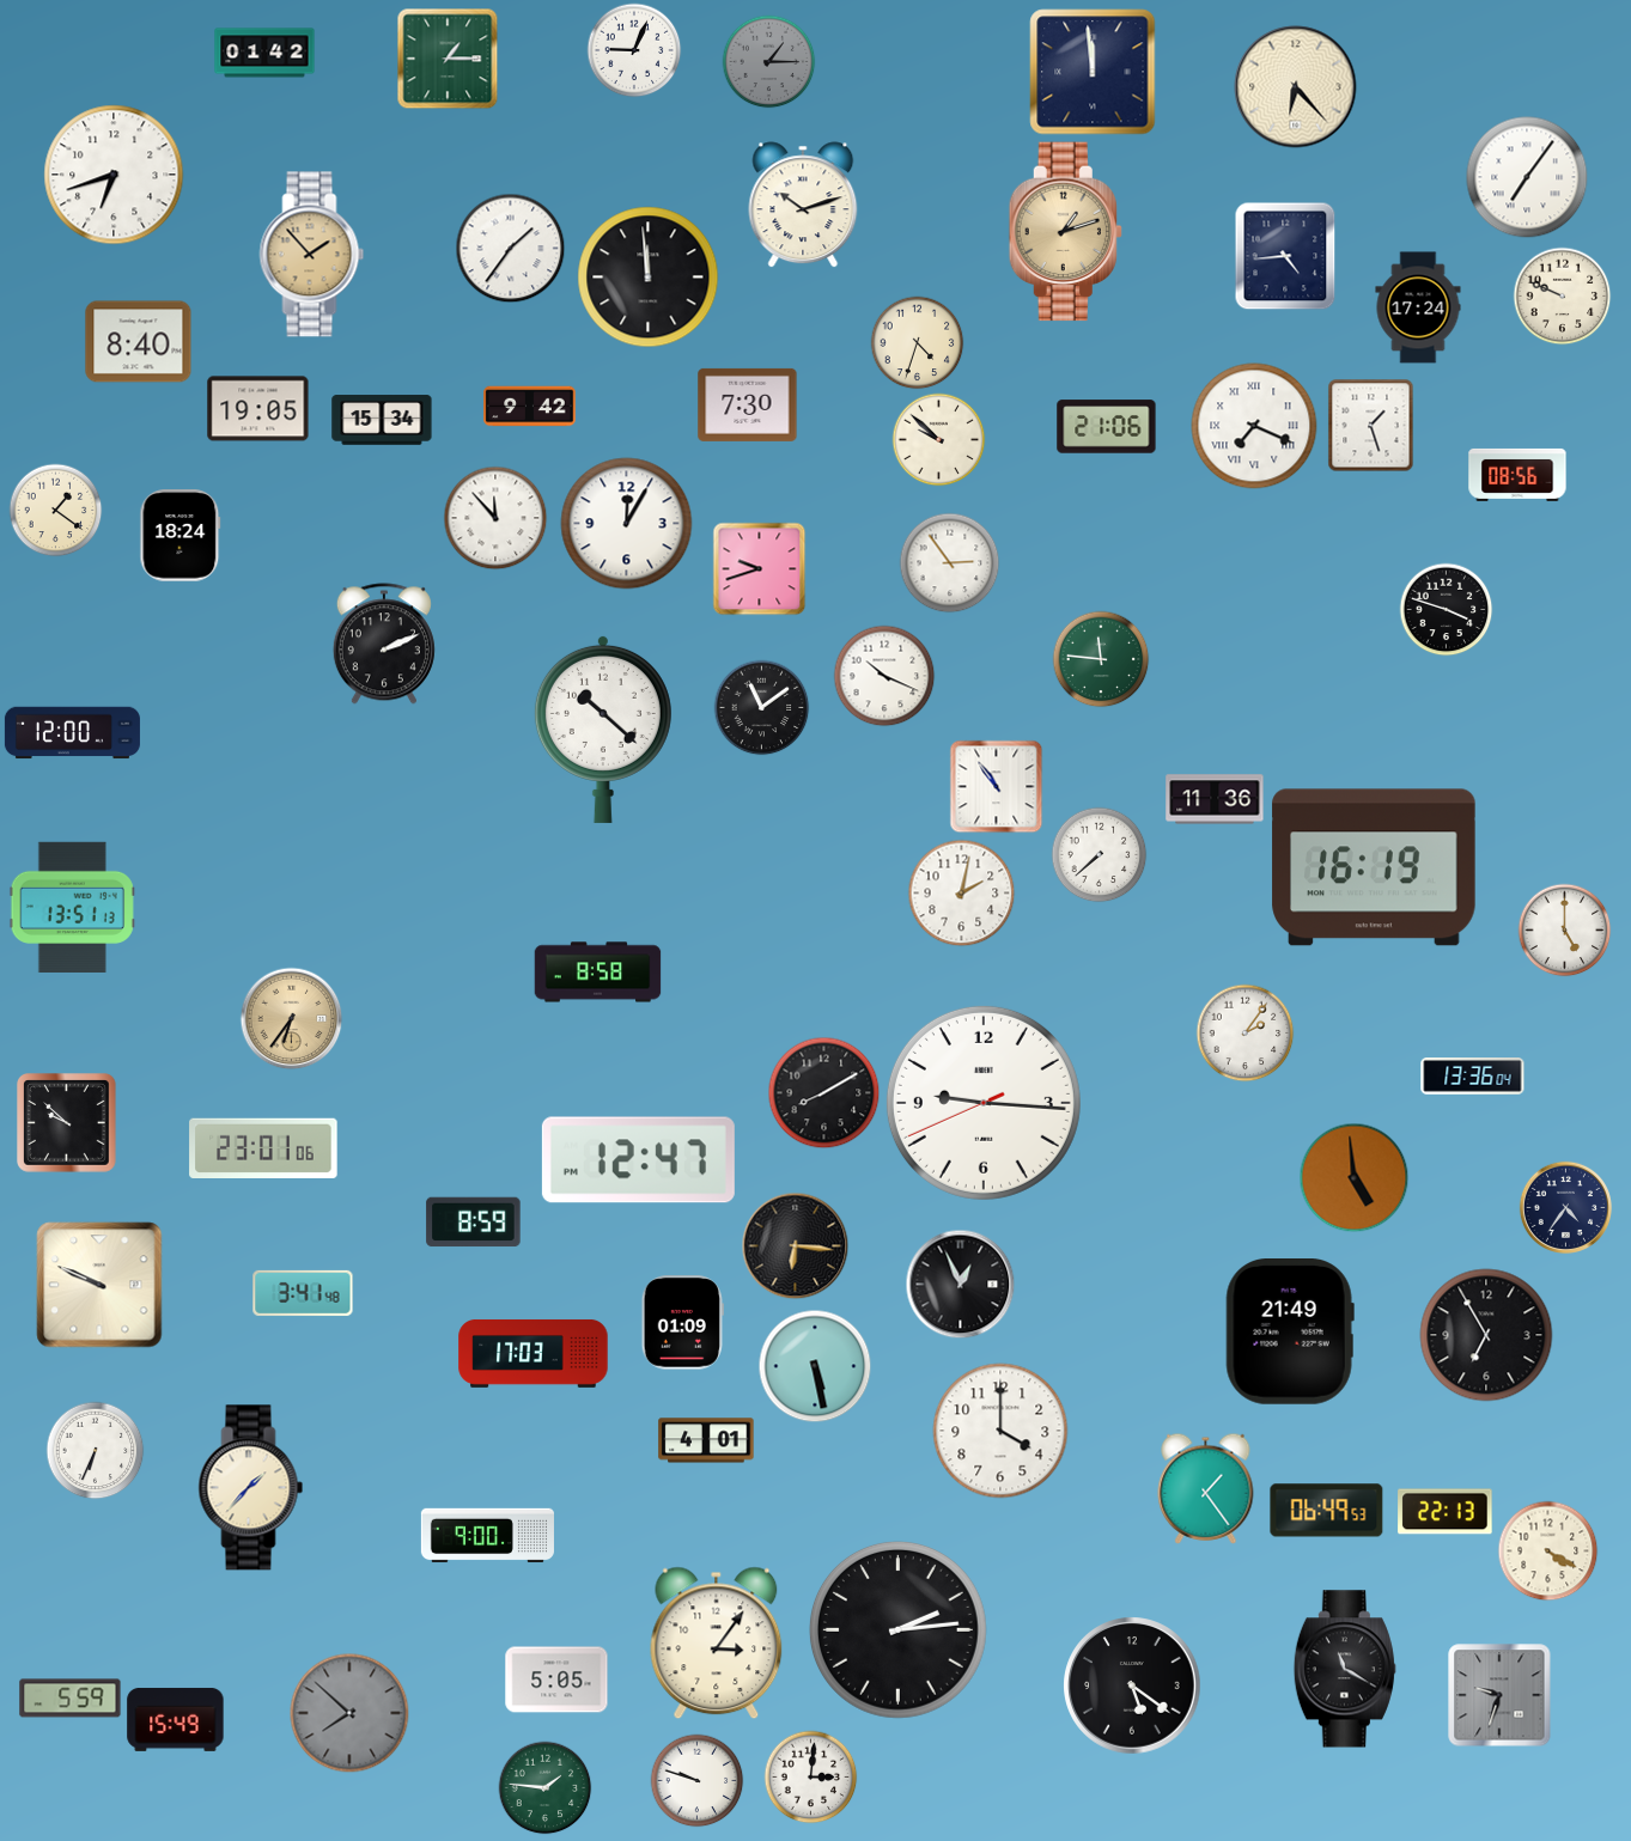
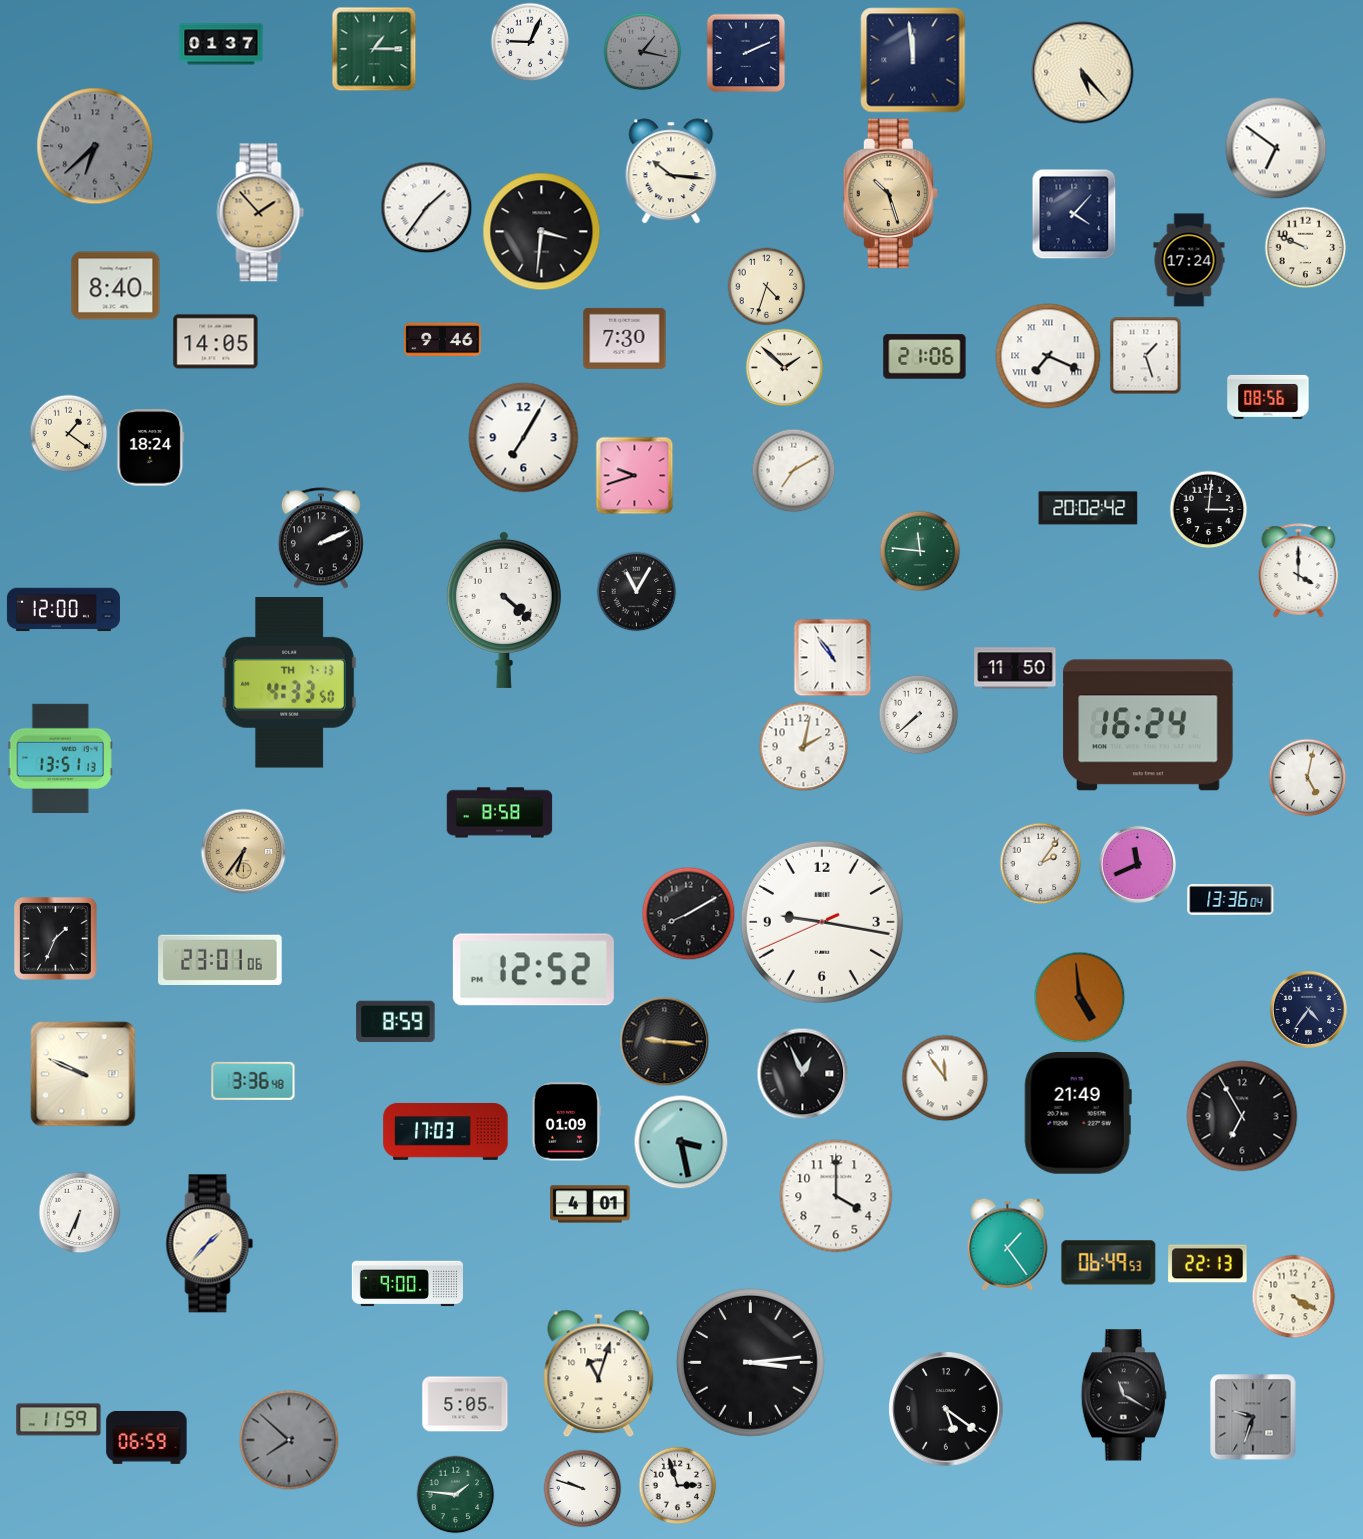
clock at (264, 53): 01:42 -> 01:37
clock at (768, 61): 1:15 -> 1:17
clock at (746, 53): none -> 2:11
clock at (1296, 87): 6:23 -> 5:23
clock at (114, 175): 6:42 -> 6:38
clock at (114, 175) dial: white -> grey
clock at (1527, 177): 7:06 -> 6:51
clock at (803, 205): 10:12 -> 10:16
clock at (1065, 232): 1:12 -> 10:27
clock at (1285, 256): 4:44 -> 4:07
clock at (649, 278): 11:59 -> 3:31
clock at (1418, 307) position: (1418, 307) -> (1189, 260)
clock at (530, 407): 9:42 -> 9:46
clock at (258, 409): 19:05 -> 14:05
clock at (382, 420): 15:34 -> none
clock at (938, 439): 9:52 -> 1:52
clock at (55, 510) position: (55, 510) -> (68, 433)
clock at (495, 518): 11:53 -> none
clock at (627, 524): 12:05 -> 7:05
clock at (949, 562): 2:54 -> 7:10
clock at (1088, 508): none -> 20:02
clock at (1446, 609): 3:48 -> 3:01
clock at (884, 676): 10:19 -> none
clock at (1299, 571): none -> 4:00
clock at (761, 707): 11:09 -> 11:05
clock at (603, 729): 10:22 -> 4:22
clock at (72, 733) position: (72, 733) -> (63, 610)
clock at (1215, 799): 11:36 -> 11:50
clock at (289, 683): none -> 4:33
clock at (1374, 867): 16:19 -> 16:24
clock at (1564, 929): 5:00 -> 5:02
clock at (1137, 864): none -> 11:41
clock at (984, 1103): 9:15 -> 9:16
clock at (67, 1123): 9:52 -> 1:34
clock at (638, 1160): 12:47 -> 12:52
clock at (1353, 1177) position: (1353, 1177) -> (1079, 997)
clock at (795, 1245): 6:16 -> 9:16
clock at (945, 1078): none -> 11:54
clock at (303, 1293): 3:41 -> 3:36
clock at (682, 1323) position: (682, 1323) -> (566, 1122)
clock at (815, 1366): 5:28 -> 3:28
clock at (899, 1630): 2:14 -> 3:14
clock at (717, 1644): 3:06 -> 11:03
clock at (71, 1699): 5:59 -> 11:59
clock at (349, 1713) position: (349, 1713) -> (289, 1440)
clock at (176, 1719): 15:49 -> 06:59
clock at (810, 1776): 3:01 -> 2:57
